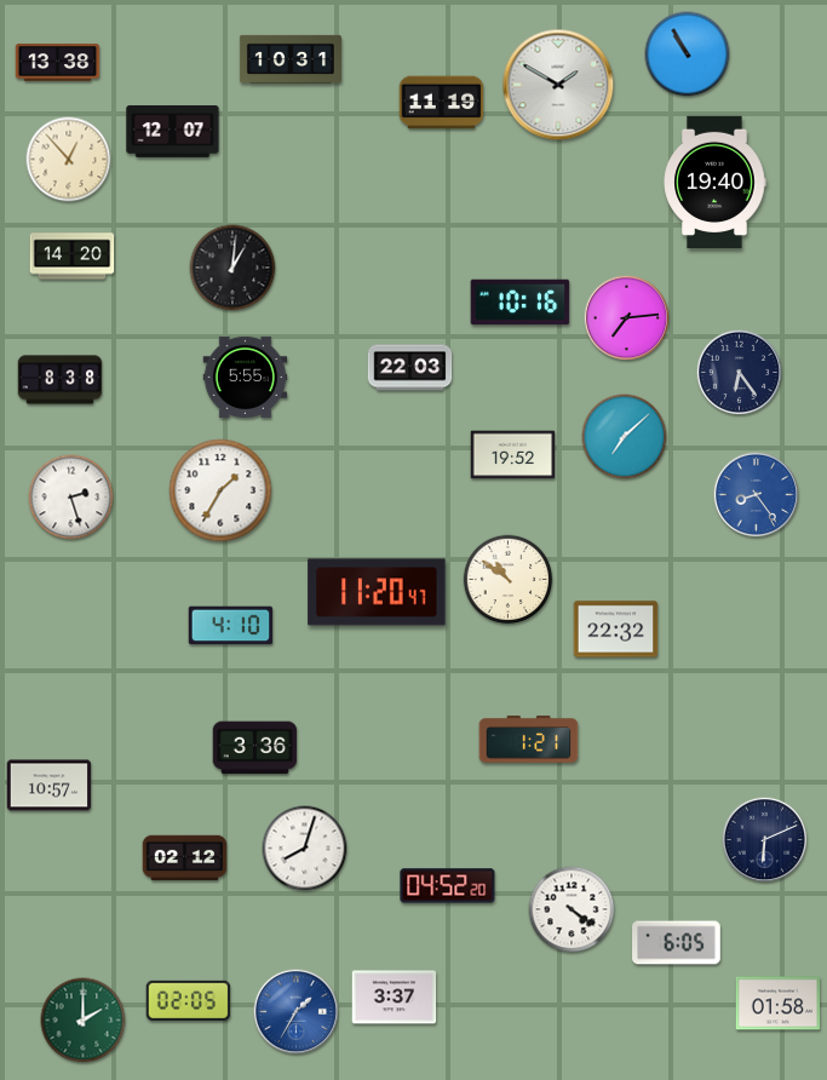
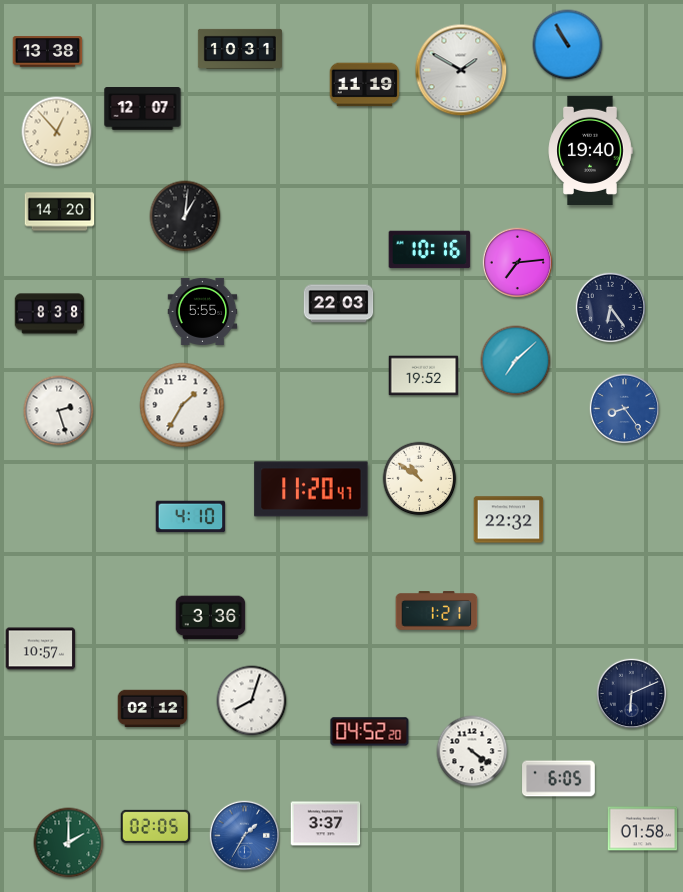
clock at (232, 268) position: (232, 268) -> (185, 216)
